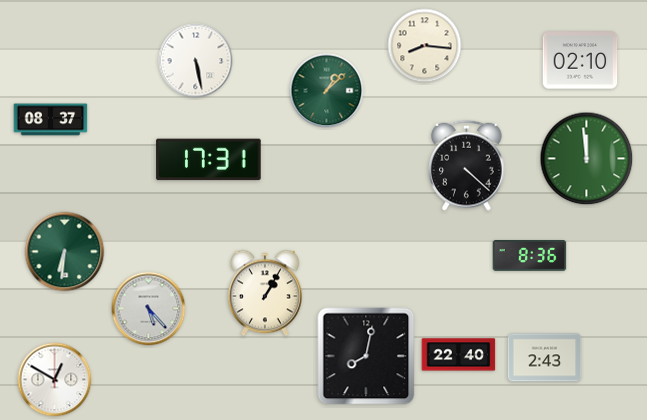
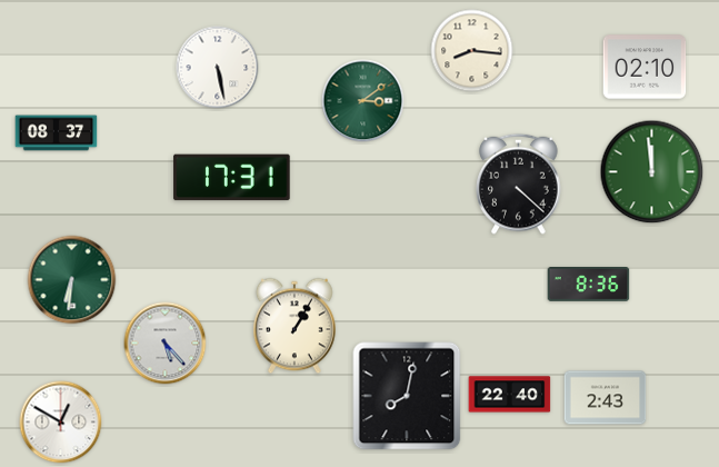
clock at (327, 91): 1:08 -> 3:09
clock at (587, 159) position: (587, 159) -> (652, 172)
